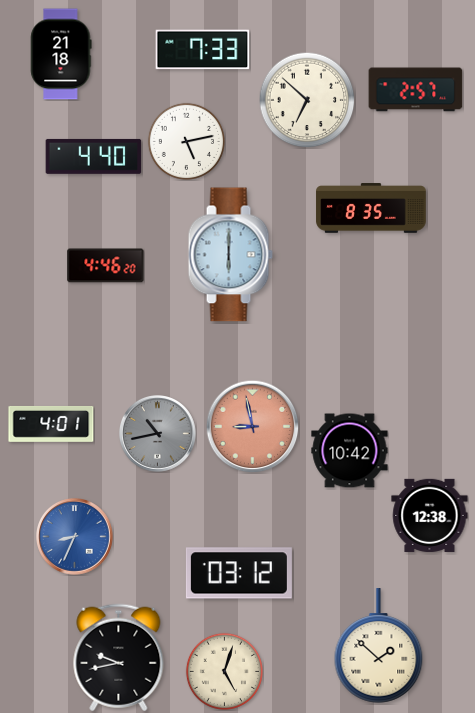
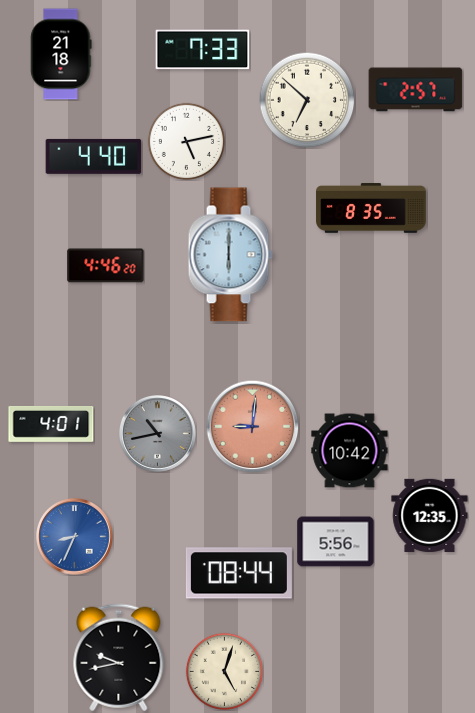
clock at (252, 426): 8:58 -> 9:01
clock at (430, 515): 12:38 -> 12:35
clock at (336, 542): none -> 5:56
clock at (239, 573): 03:12 -> 08:44
clock at (379, 646): 1:52 -> none
